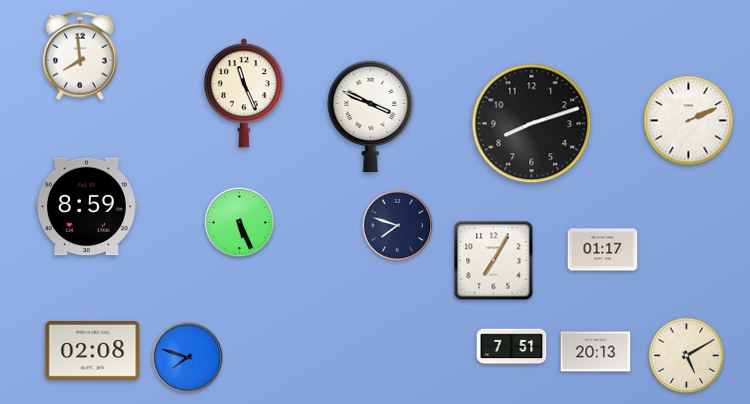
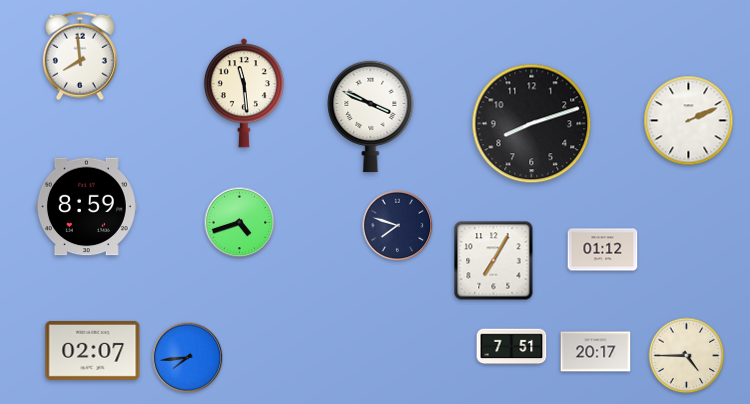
clock at (244, 93): 11:26 -> 11:29
clock at (240, 223): 5:26 -> 4:42
clock at (603, 250): 01:17 -> 01:12
clock at (93, 350): 02:08 -> 02:07
clock at (596, 352): 20:13 -> 20:17
clock at (687, 356): 5:10 -> 4:45
clock at (188, 358): 7:48 -> 7:44
